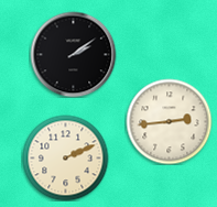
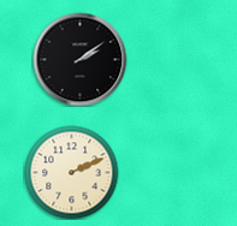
clock at (169, 121): 2:44 -> none
